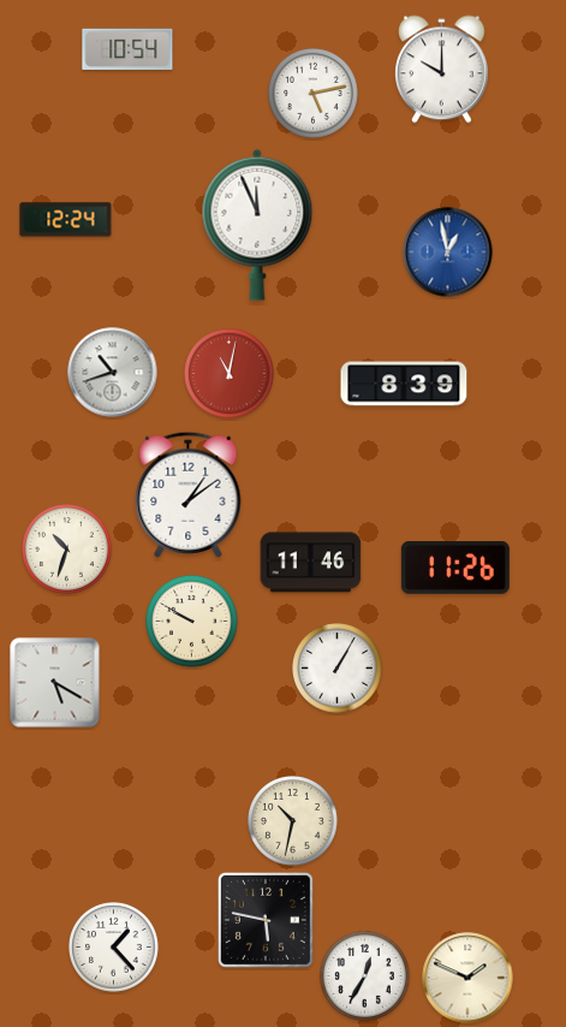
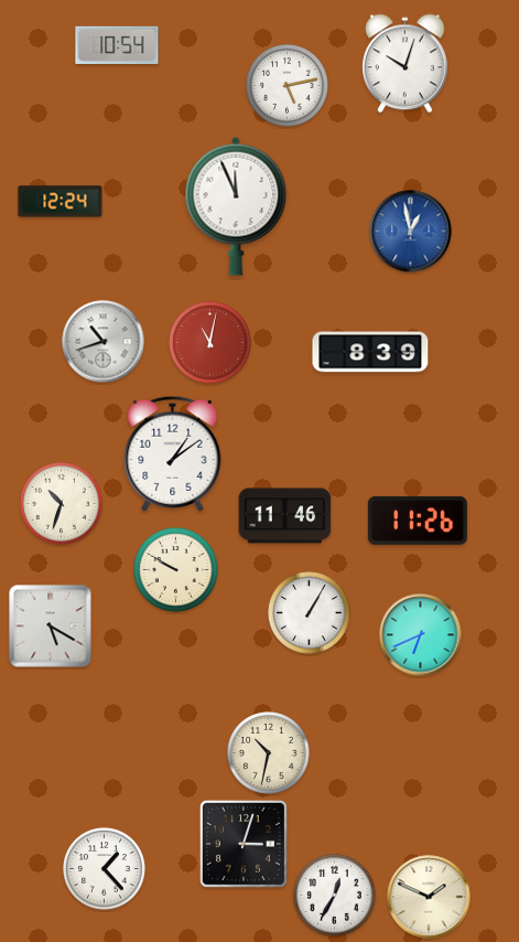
clock at (442, 70): 10:00 -> 10:03
clock at (421, 635): none -> 6:41
clock at (266, 920): 5:47 -> 3:03
